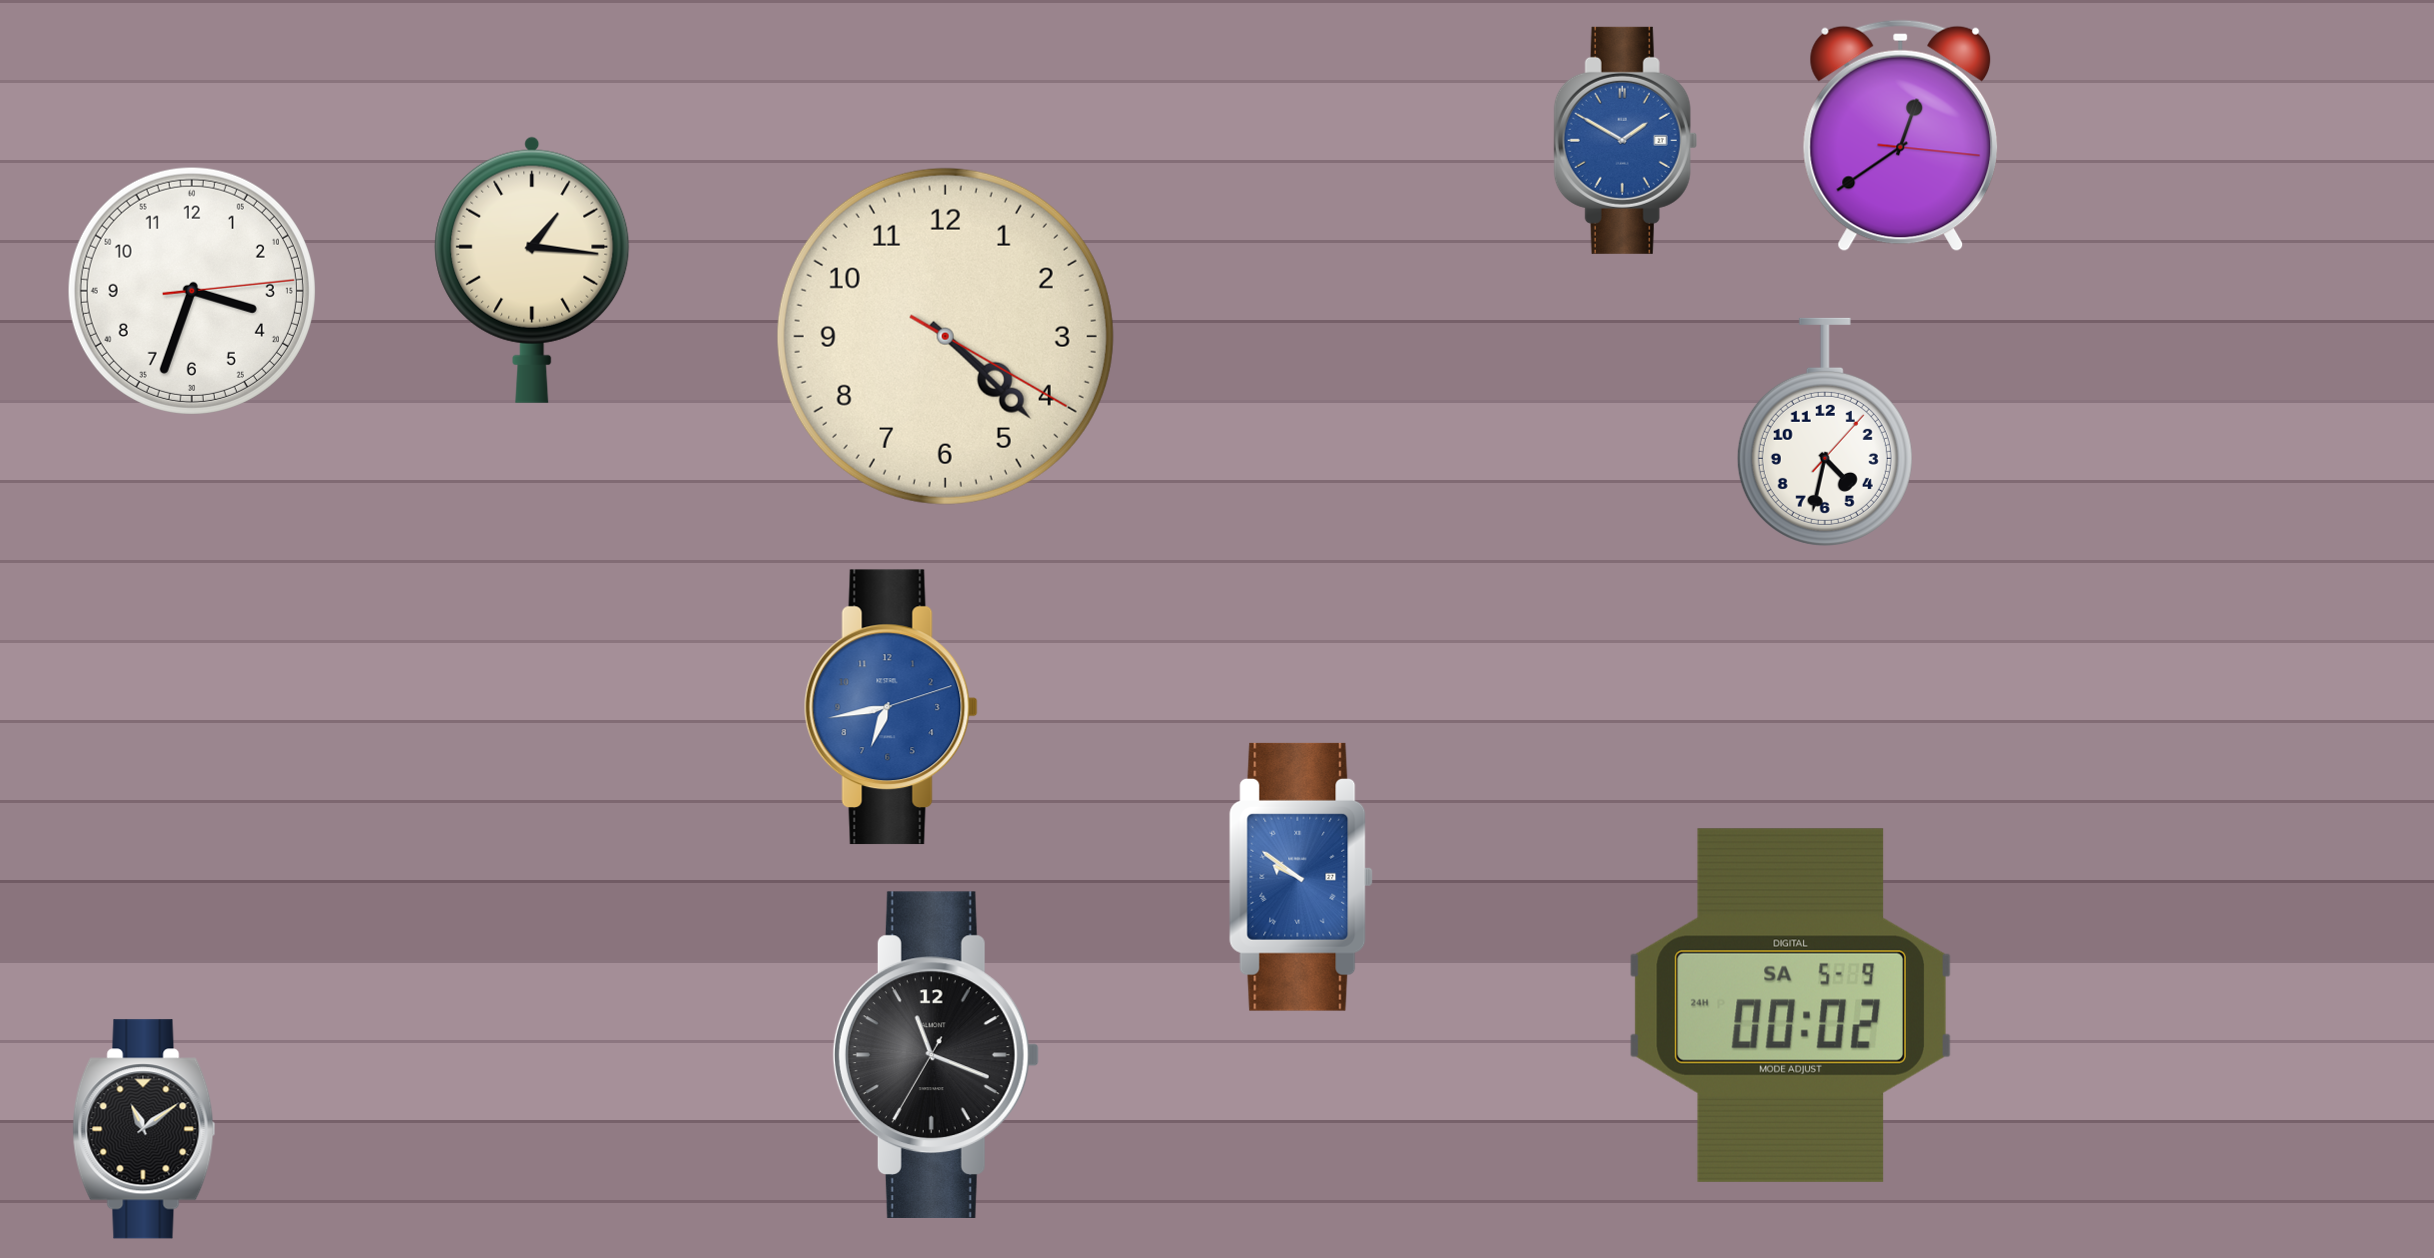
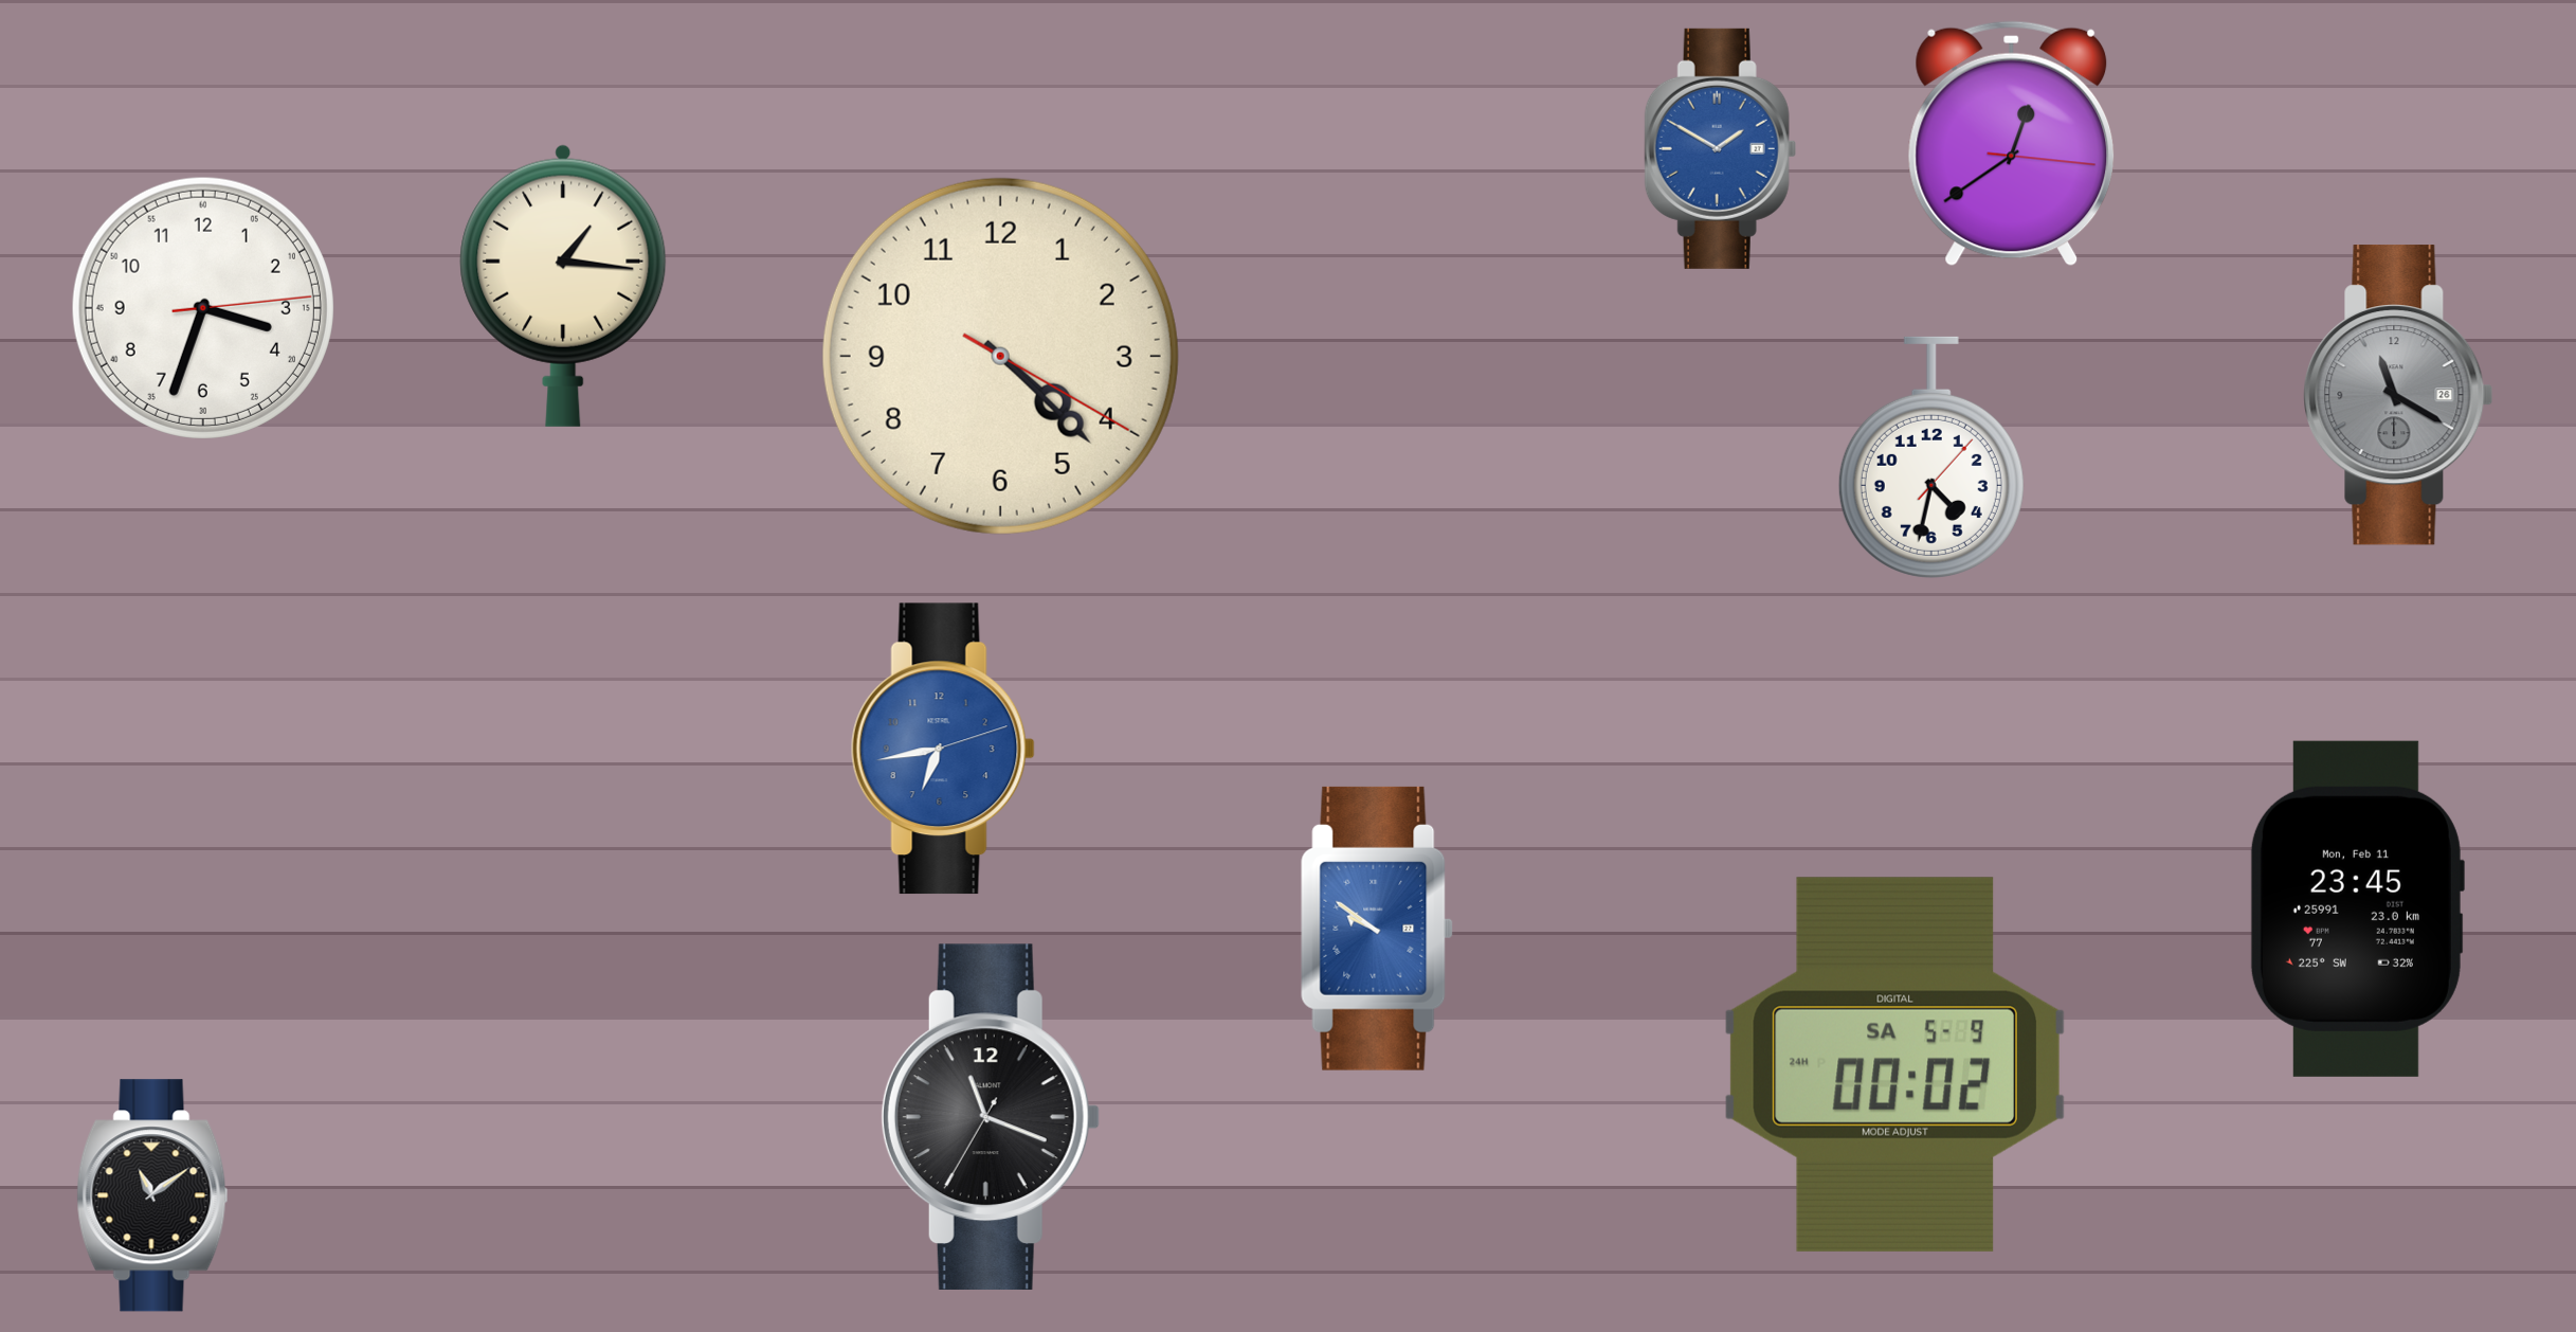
clock at (2398, 395): none -> 11:20
clock at (2357, 908): none -> 23:45
